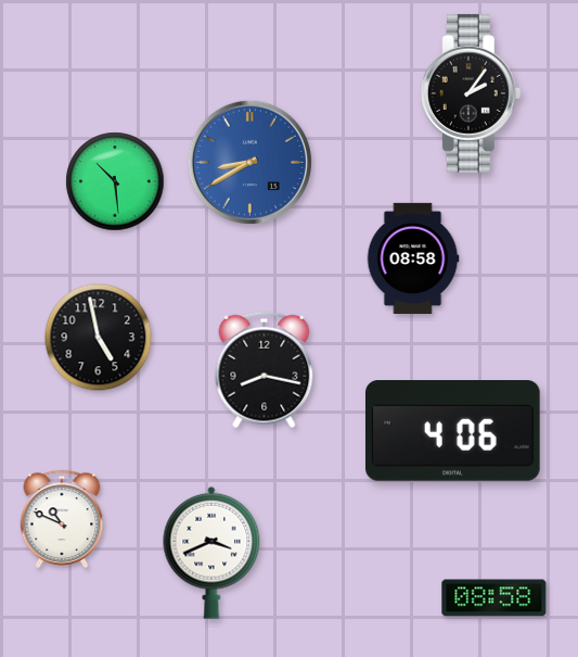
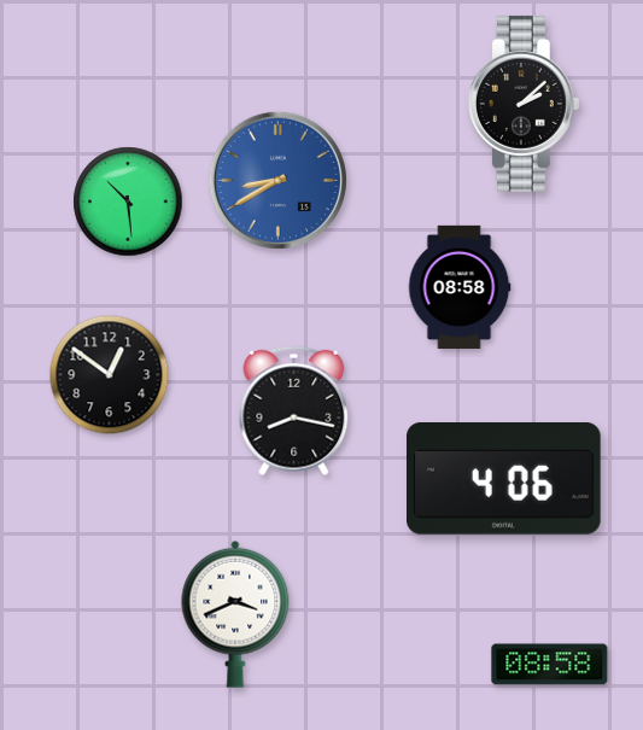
clock at (471, 93): 2:06 -> 2:08
clock at (99, 338): 4:58 -> 12:51
clock at (62, 519): 10:49 -> none
